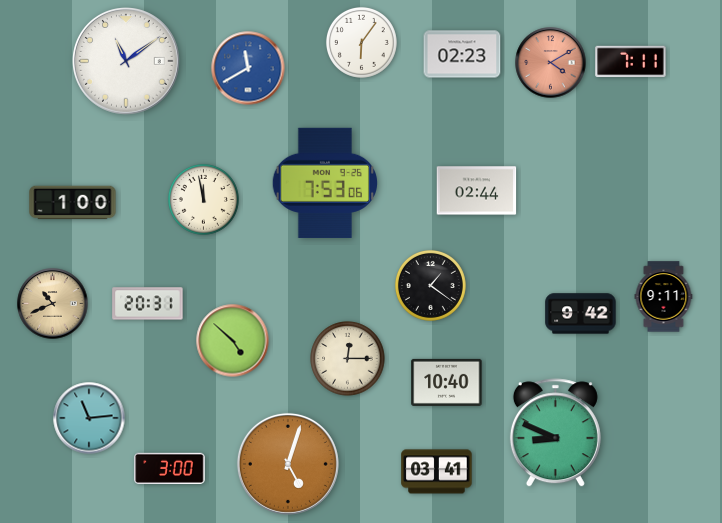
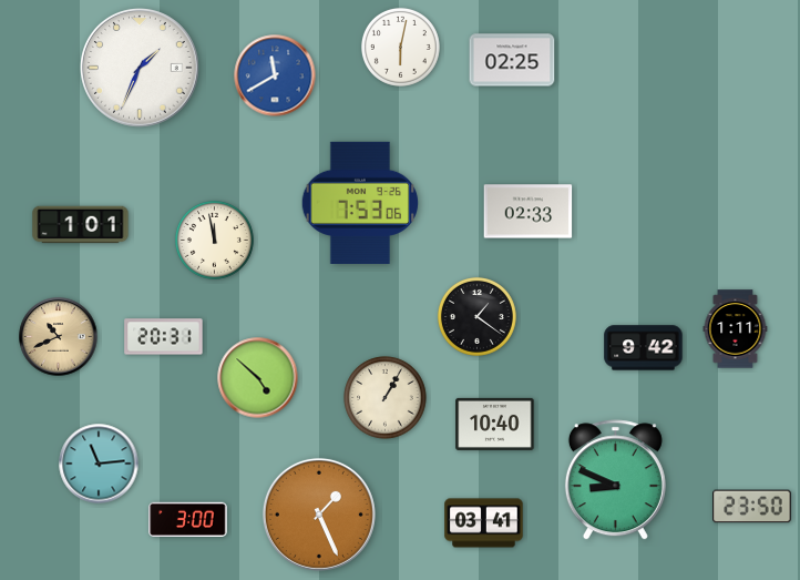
clock at (361, 42): 6:06 -> 6:02
clock at (462, 54): 02:23 -> 02:25
clock at (127, 62): 11:09 -> 1:34
clock at (631, 62): 7:11 -> none
clock at (551, 63): 4:10 -> none
clock at (477, 191): 02:44 -> 02:33
clock at (203, 199) position: (203, 199) -> (214, 240)
clock at (73, 203): 1:00 -> 1:01
clock at (664, 297): 9:11 -> 1:11
clock at (348, 359): 12:15 -> 1:05
clock at (752, 507): none -> 23:50
clock at (288, 464): 5:03 -> 1:26
